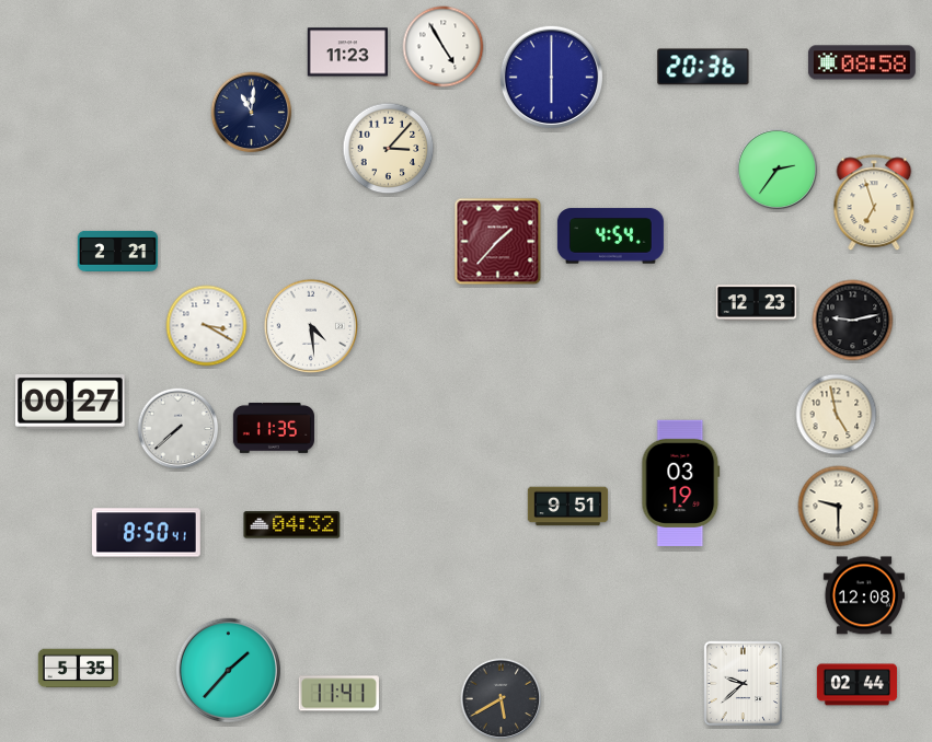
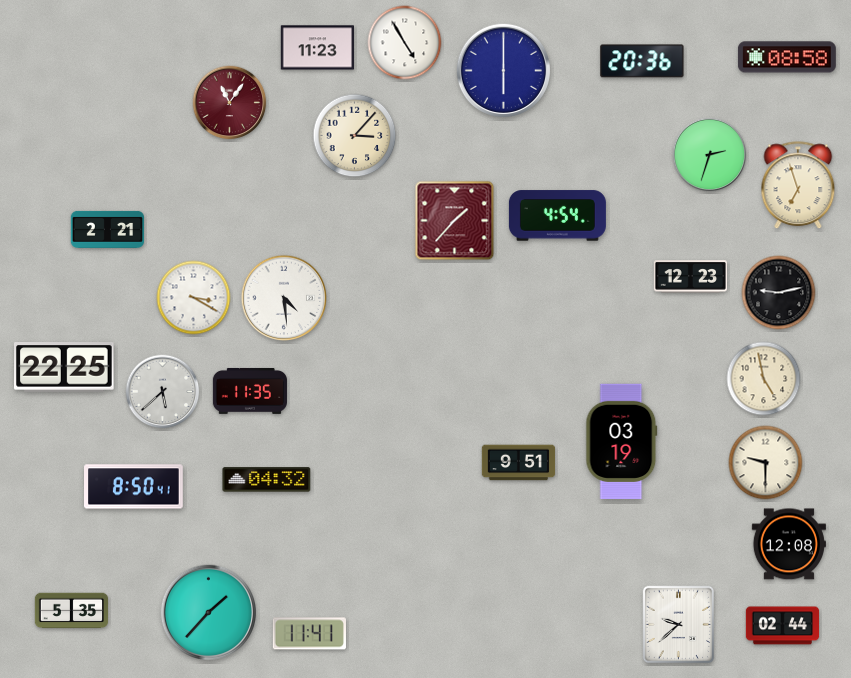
clock at (252, 113): 11:01 -> 11:06
clock at (252, 113) dial: navy -> burgundy
clock at (778, 170): 2:36 -> 2:33
clock at (207, 326) position: (207, 326) -> (194, 298)
clock at (71, 403): 00:27 -> 22:25
clock at (179, 429): 7:38 -> 5:38
clock at (502, 699): 5:40 -> none
